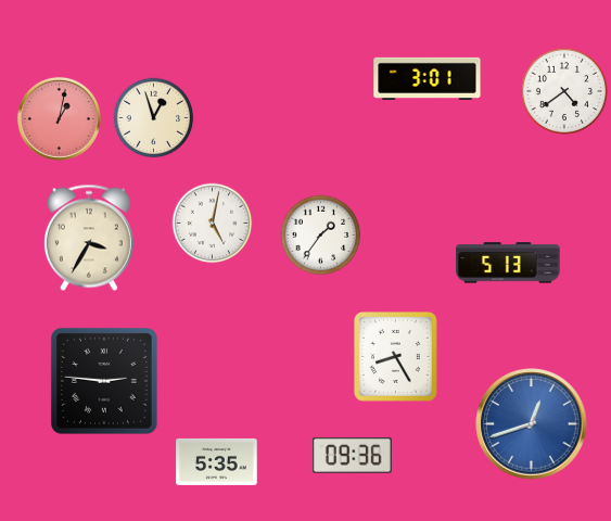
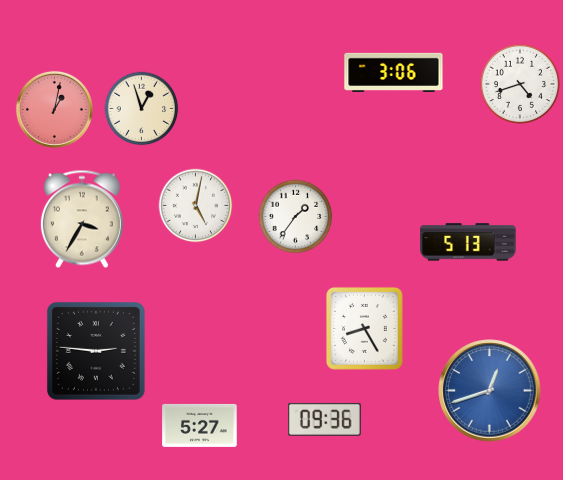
clock at (428, 78): 3:01 -> 3:06
clock at (564, 91): 4:39 -> 4:42
clock at (217, 461): 5:35 -> 5:27
